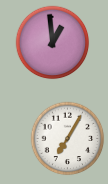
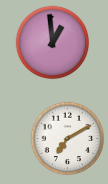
clock at (68, 139): 7:05 -> 7:10
